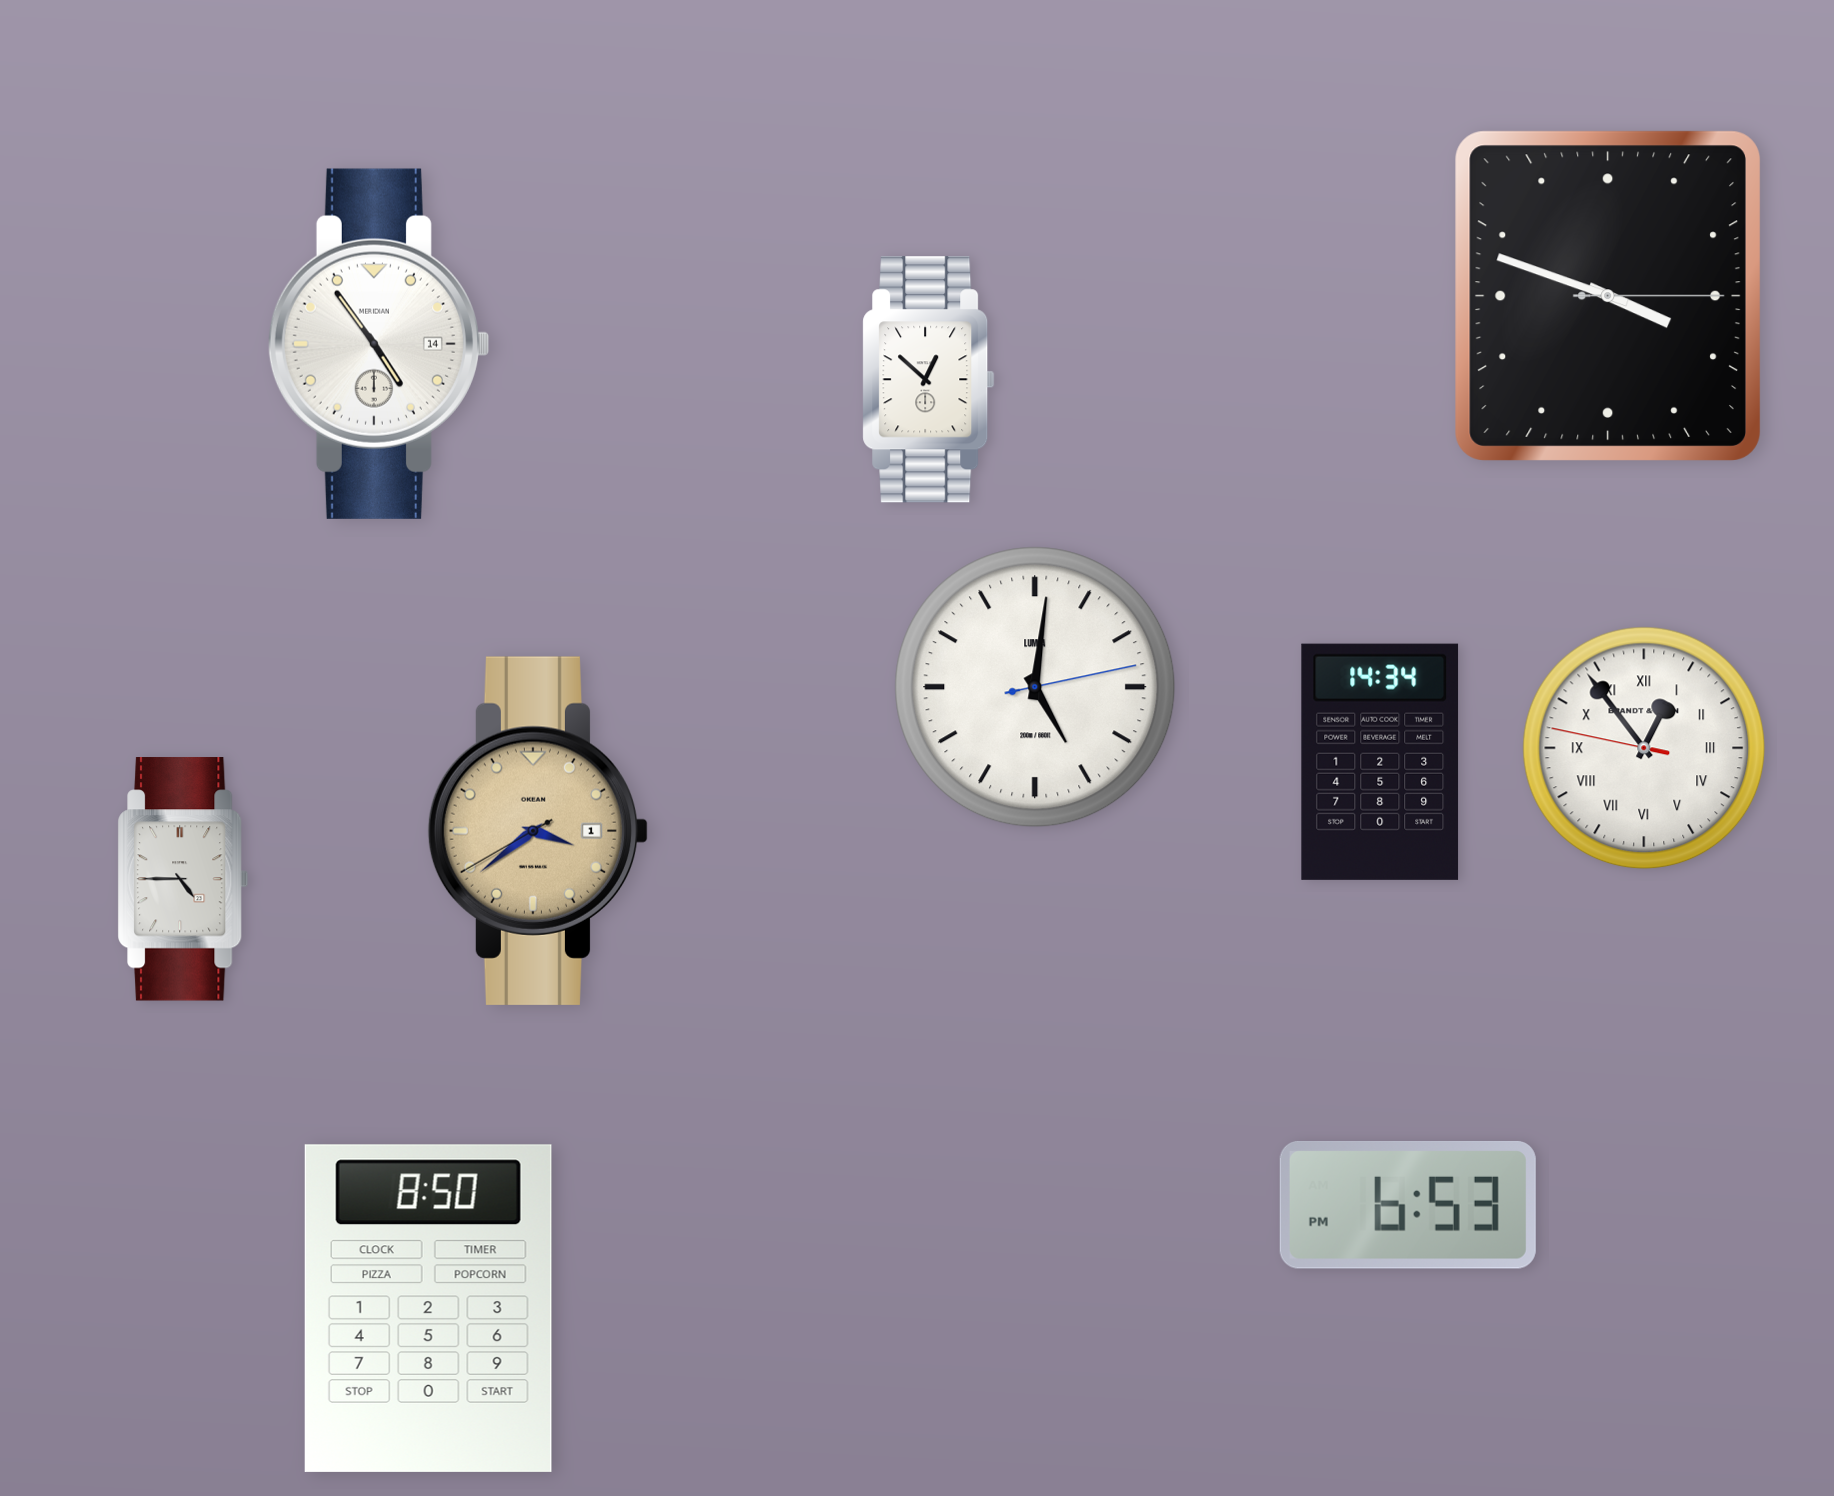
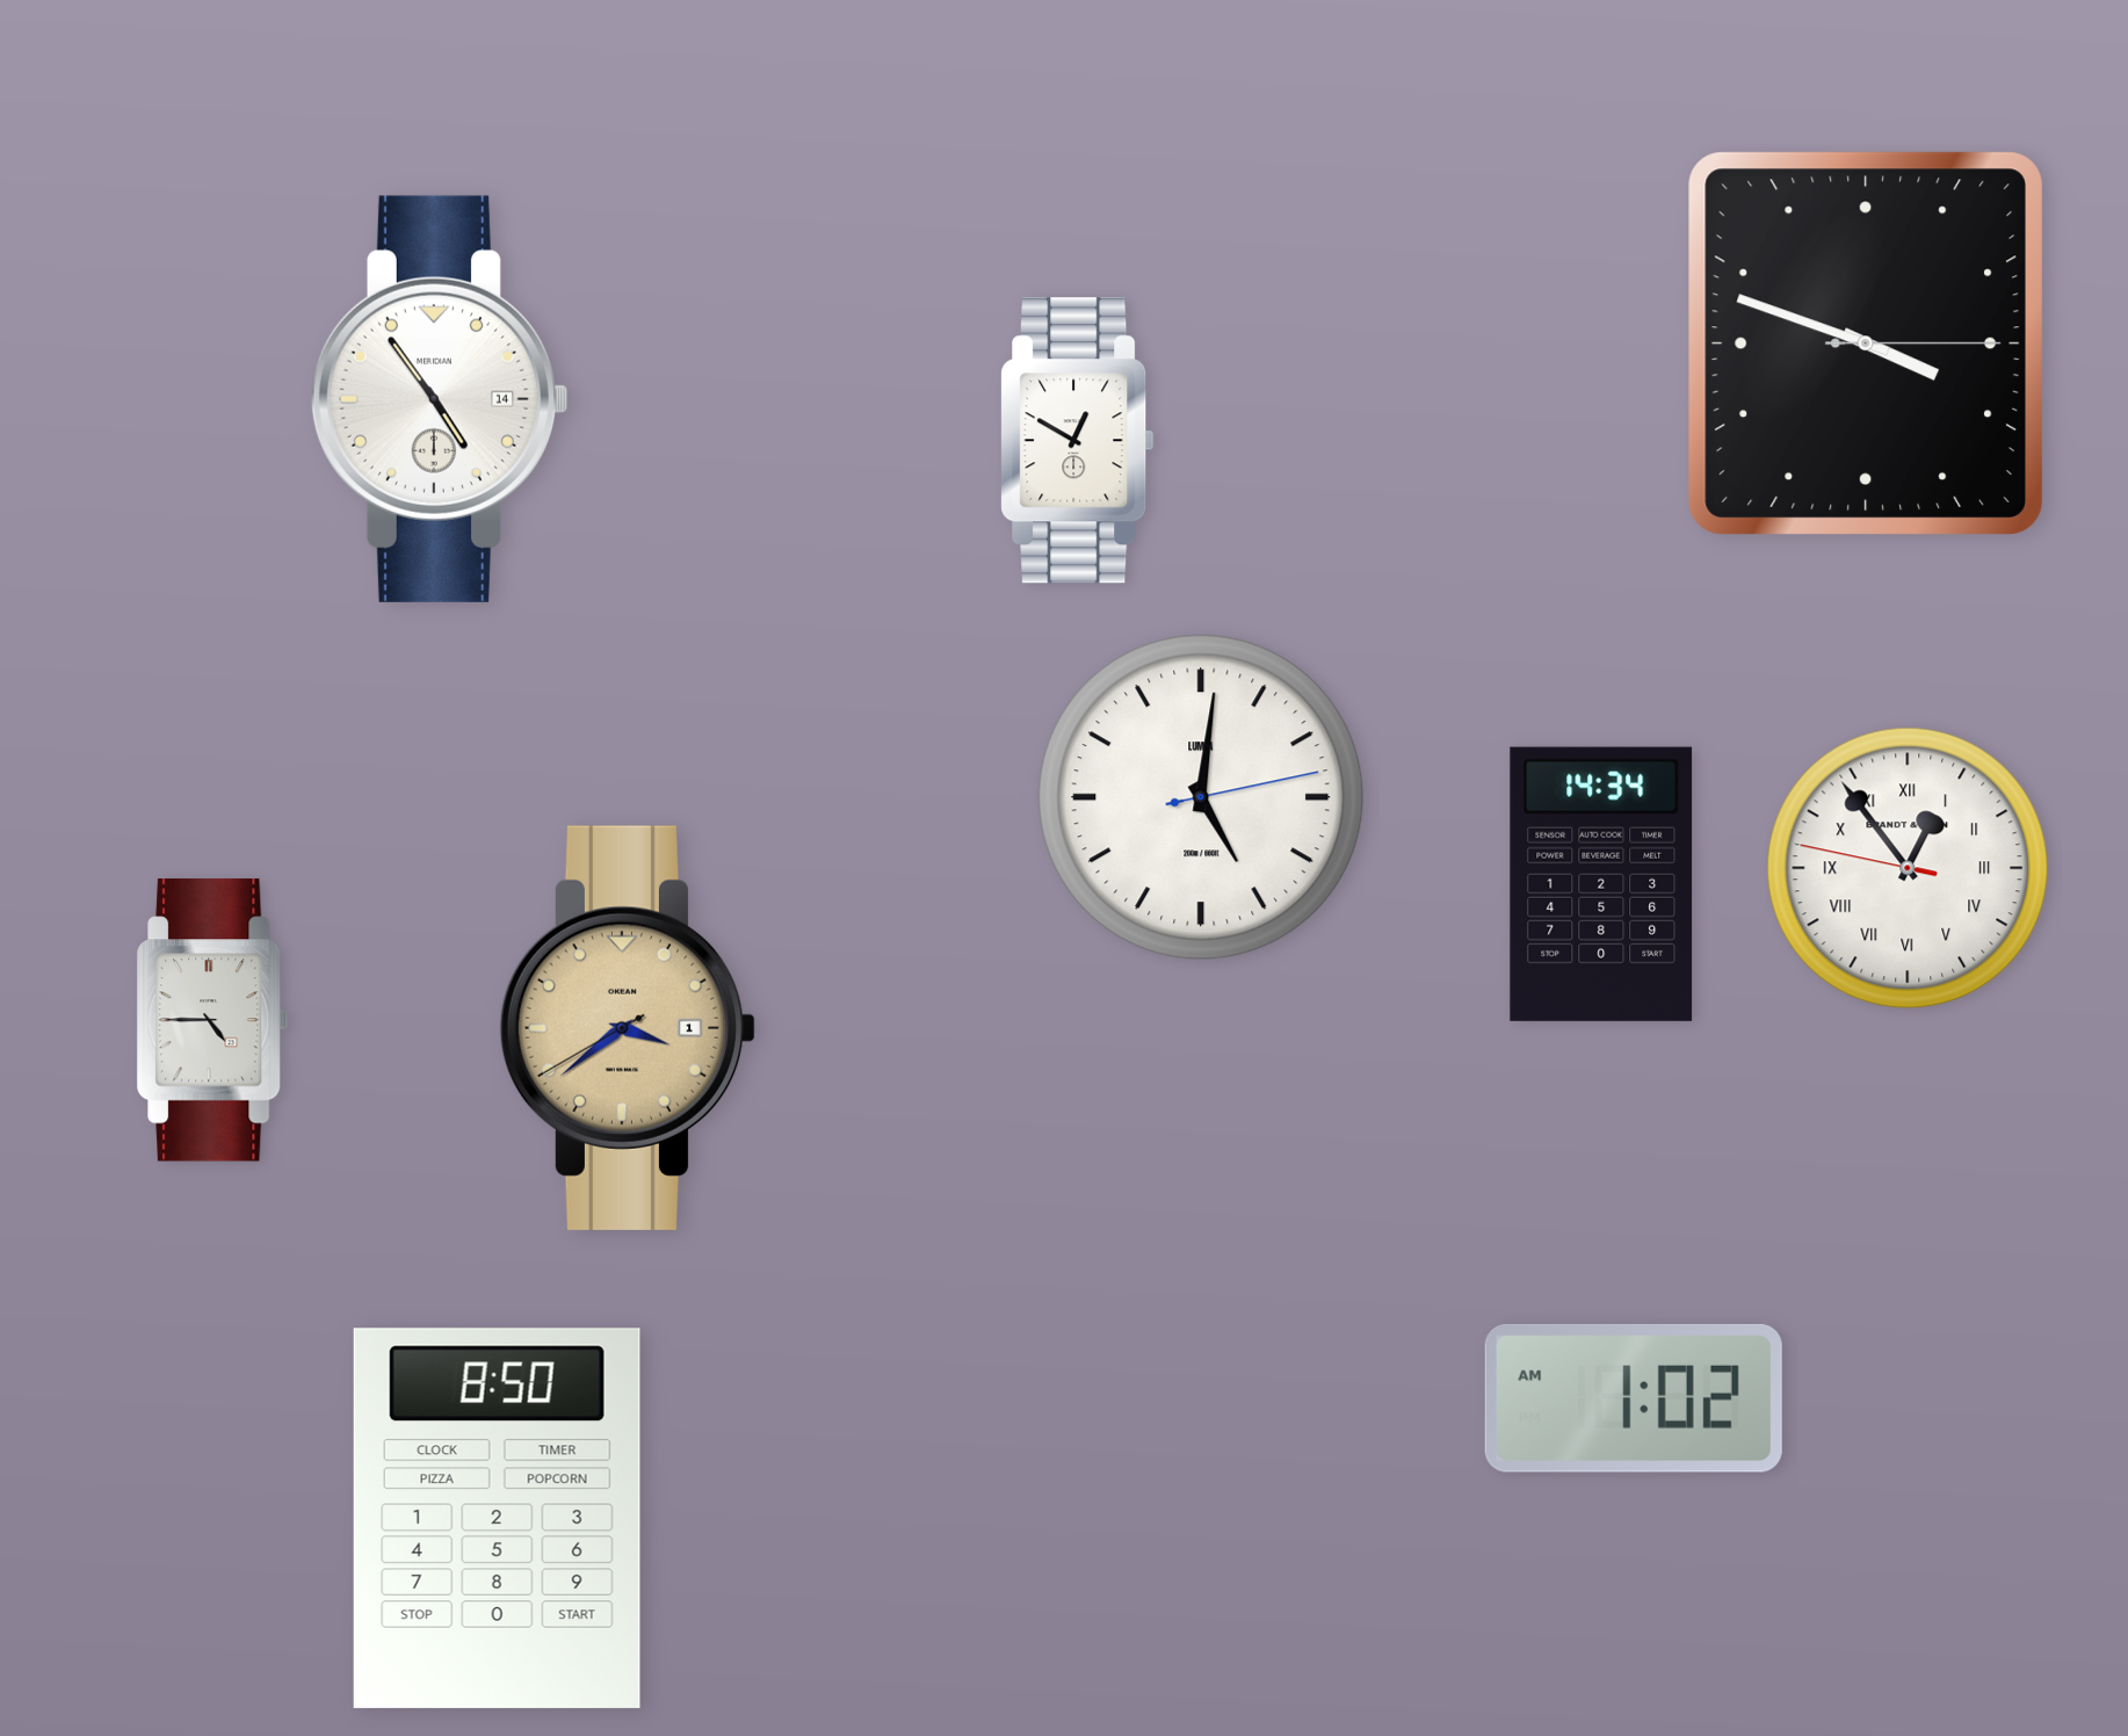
clock at (929, 380): 12:52 -> 12:50
clock at (538, 831) position: (538, 831) -> (628, 1028)
clock at (1408, 1205): 6:53 -> 1:02
